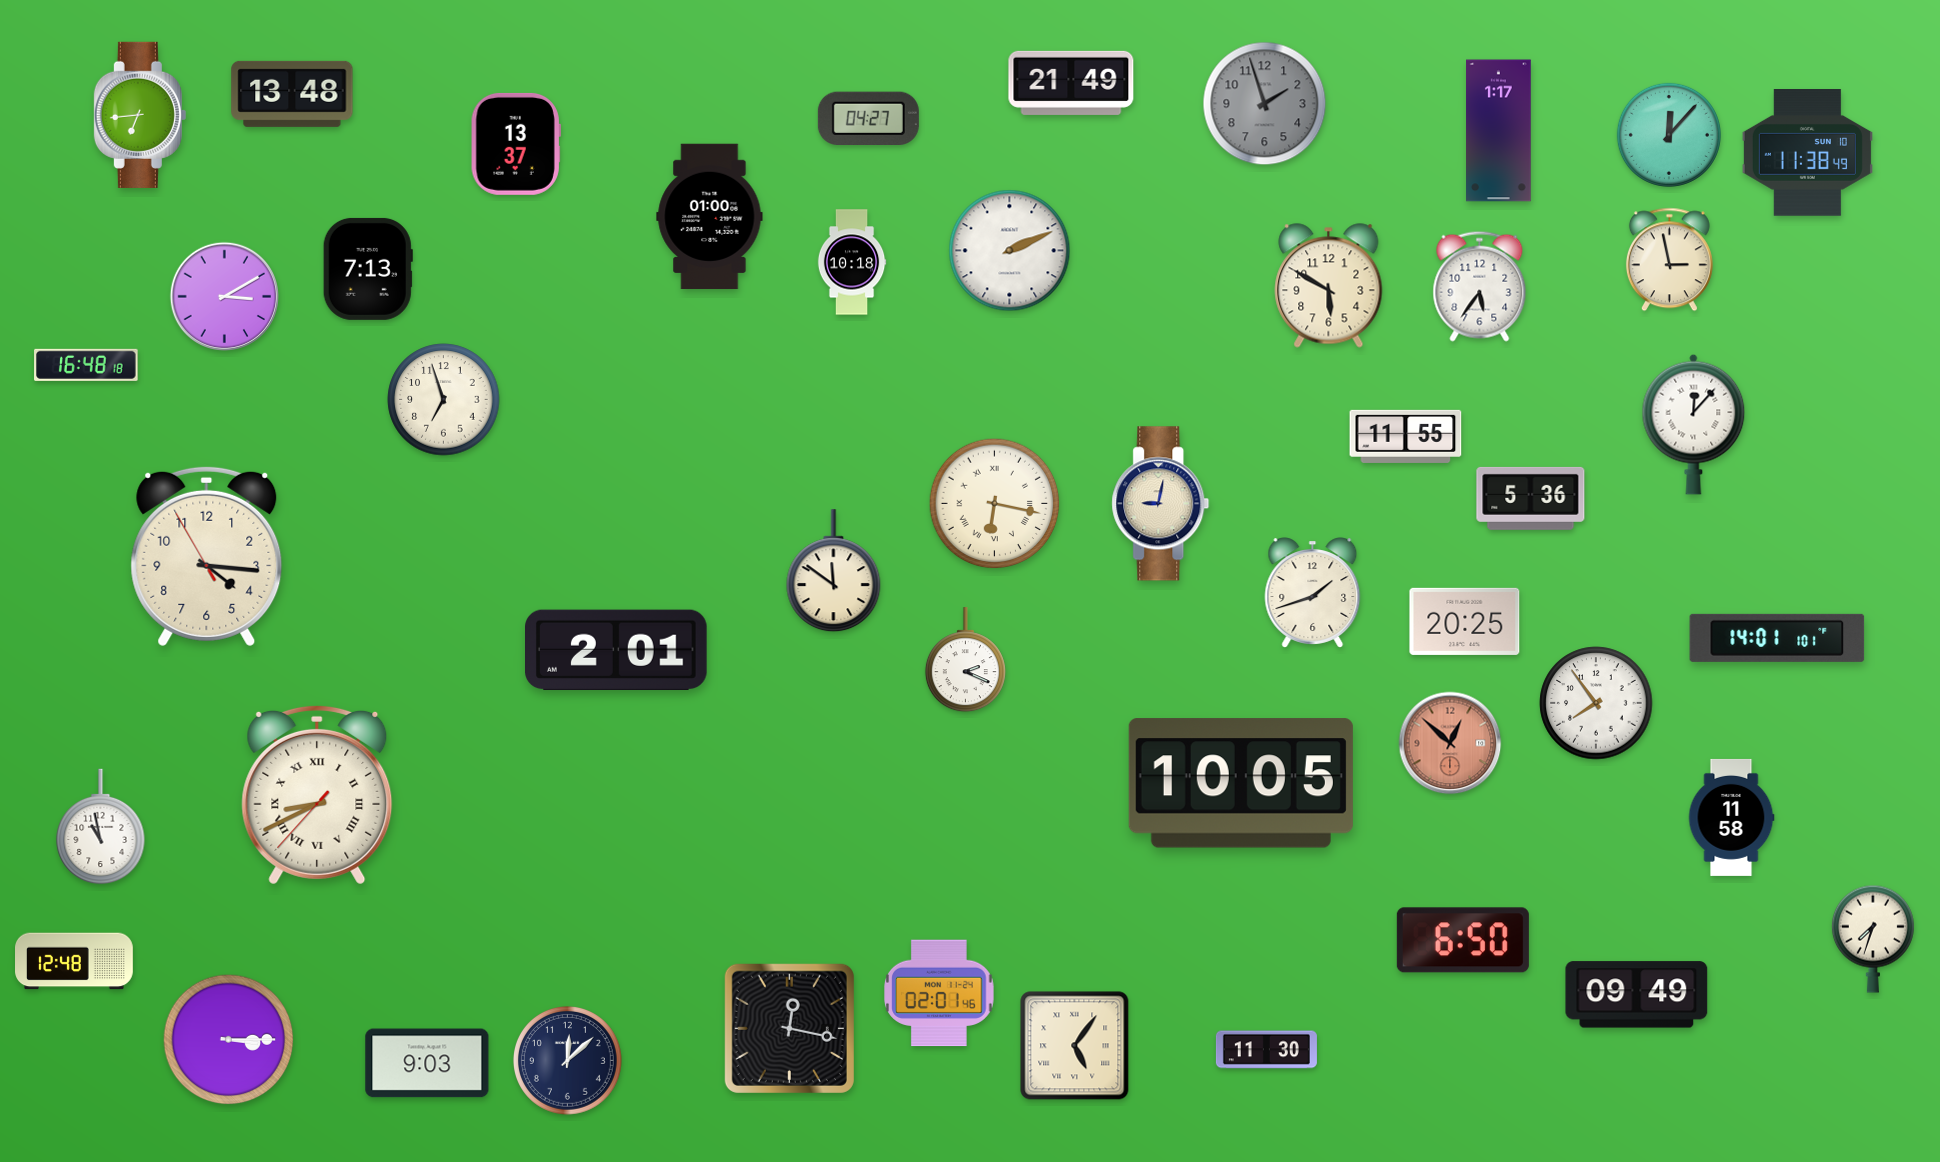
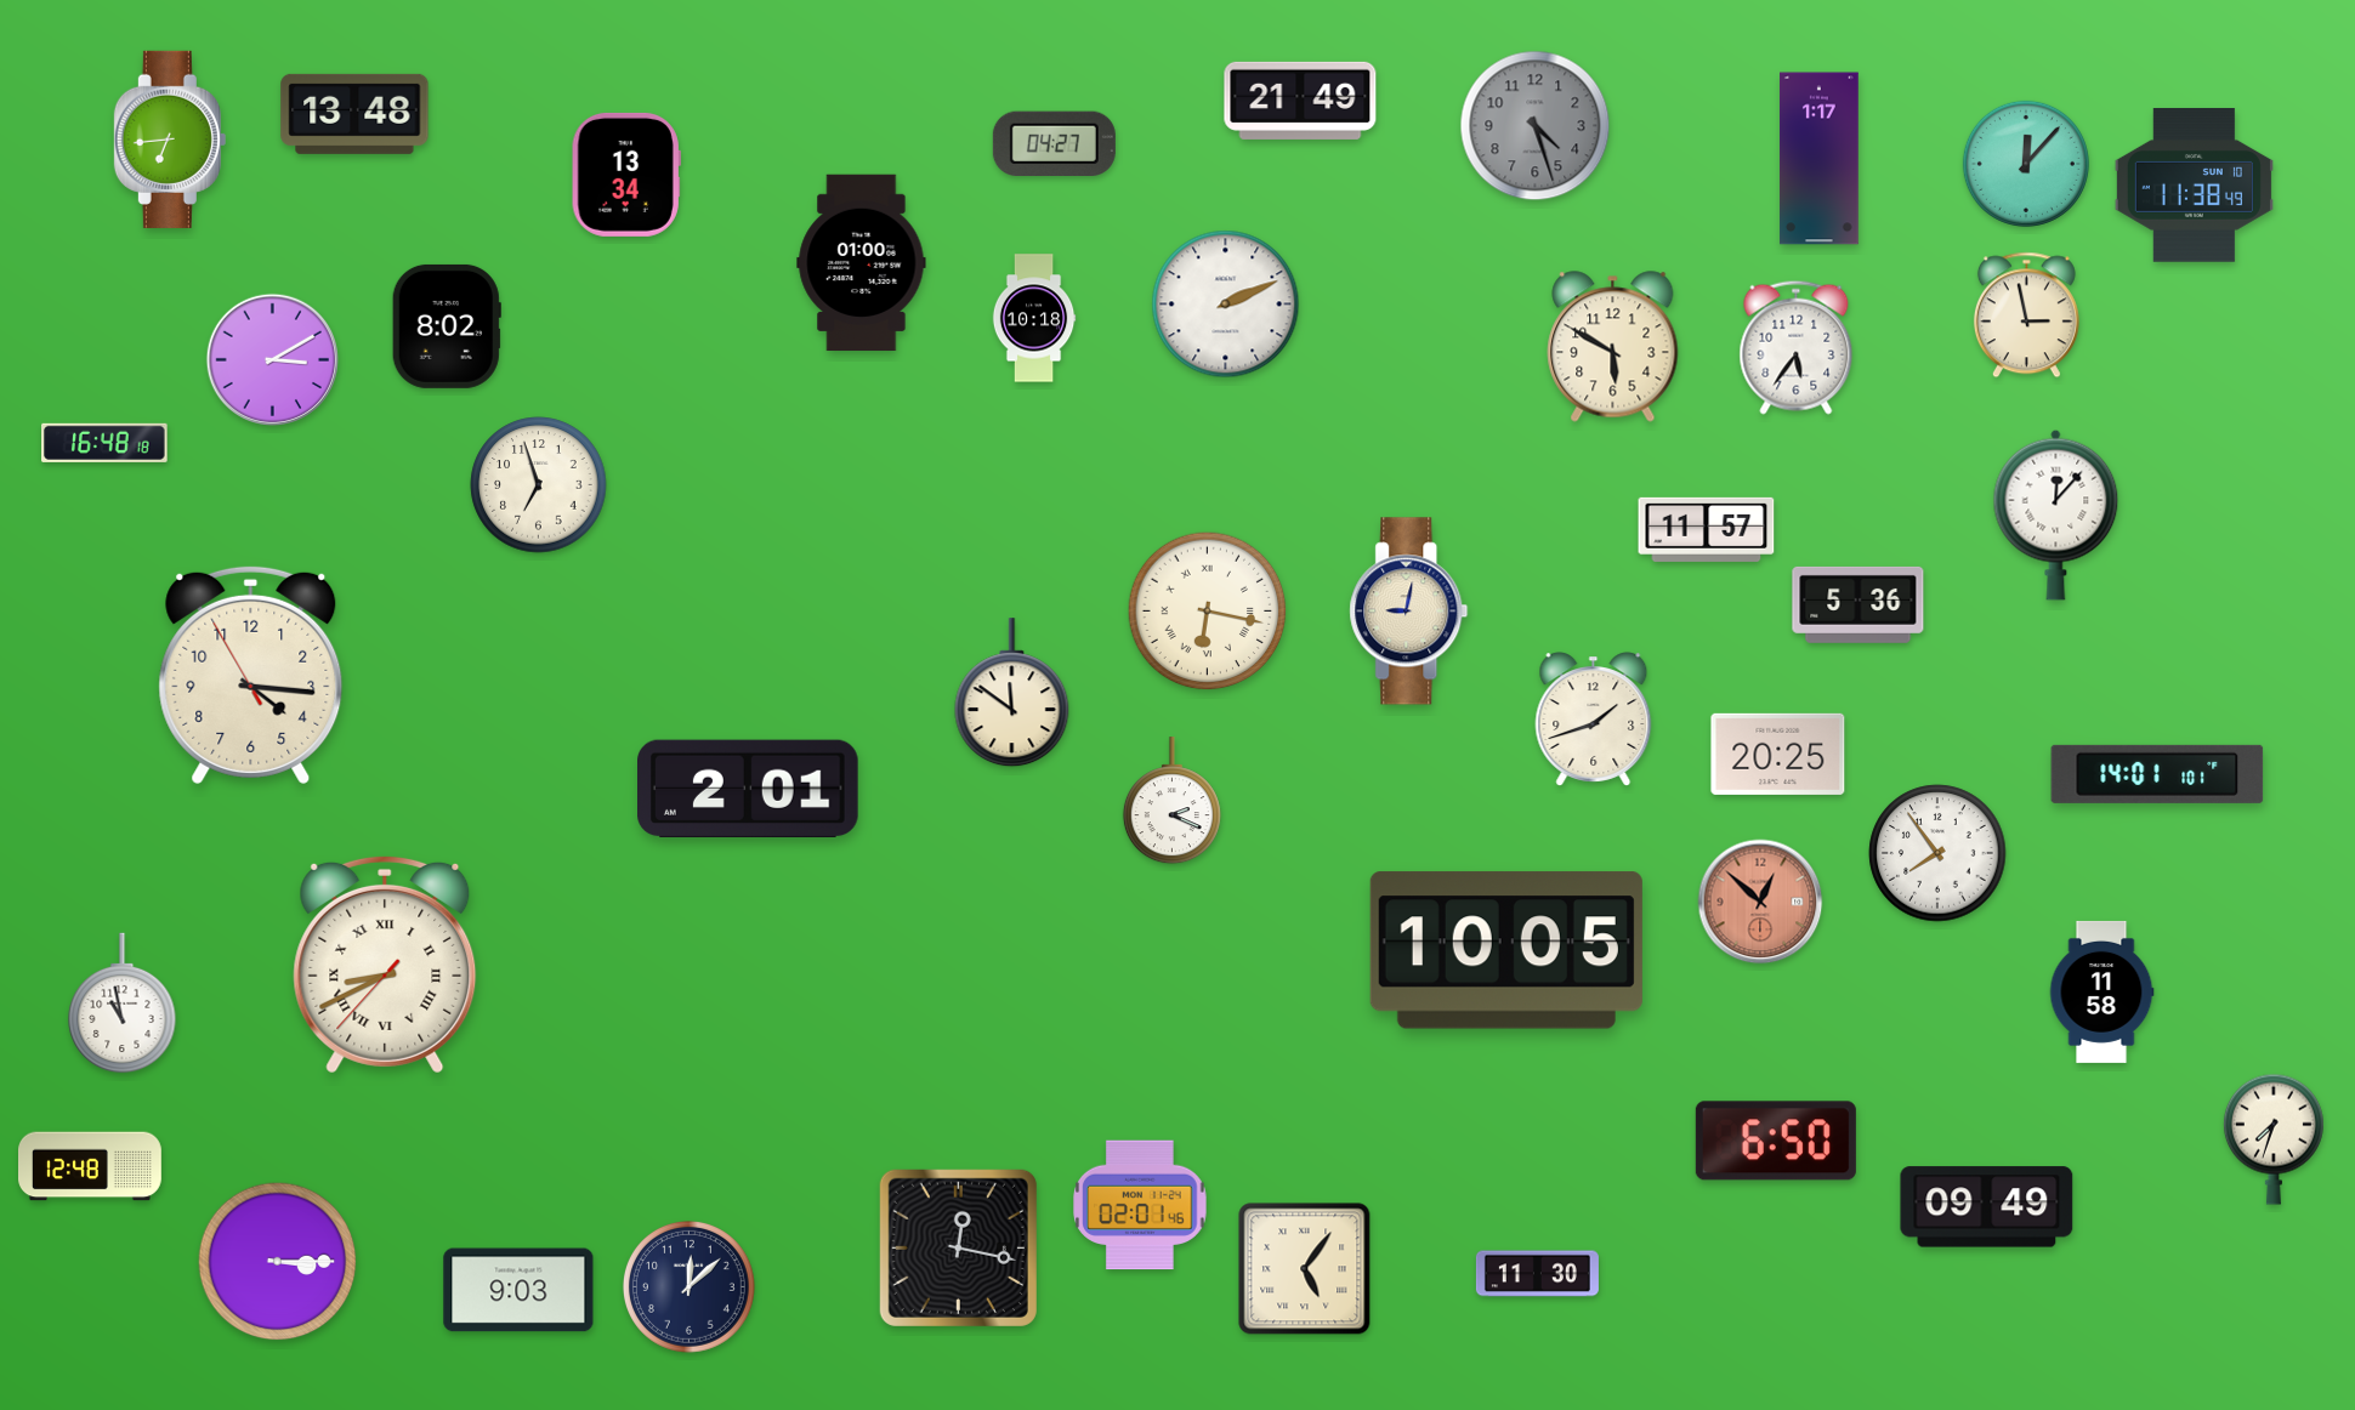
clock at (1265, 104): 1:57 -> 4:27
clock at (516, 144): 13:37 -> 13:34
clock at (368, 269): 7:13 -> 8:02
clock at (1406, 436): 11:55 -> 11:57
